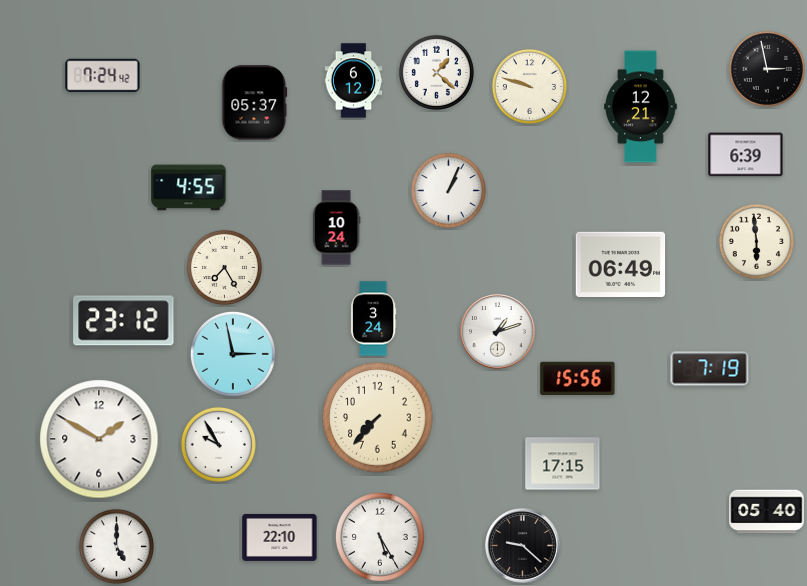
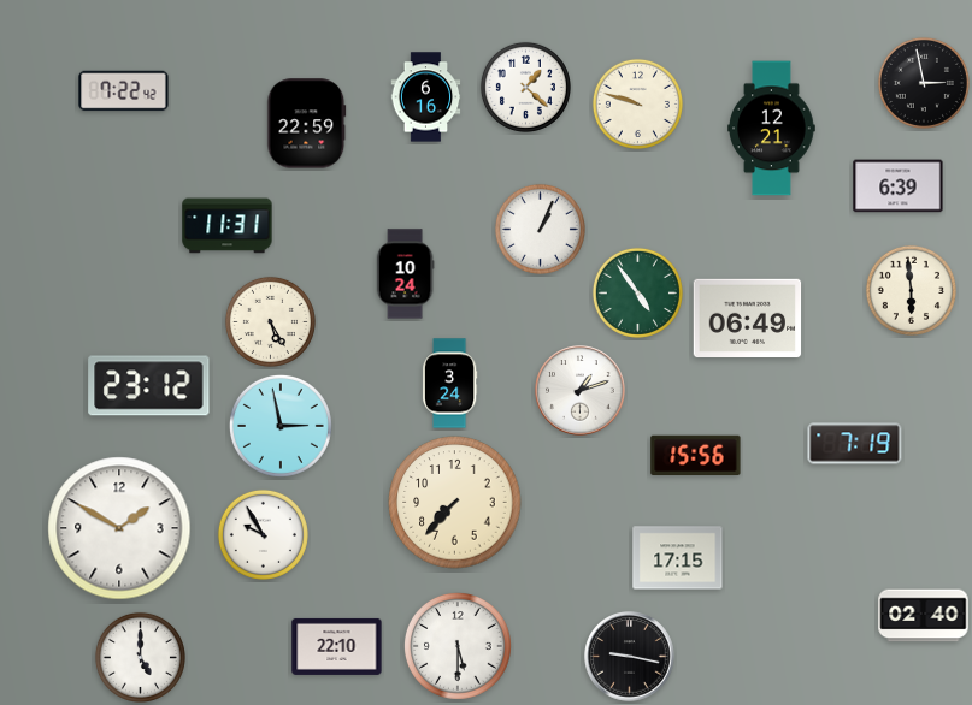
clock at (103, 76): 7:24 -> 7:22
clock at (354, 81): 6:12 -> 6:16
clock at (255, 103): 05:37 -> 22:59
clock at (189, 188): 4:55 -> 11:31
clock at (637, 292): none -> 4:54
clock at (224, 267): 7:25 -> 5:25
clock at (498, 332) position: (498, 332) -> (581, 391)
clock at (767, 512): 05:40 -> 02:40
clock at (381, 538): 5:25 -> 5:30
clock at (523, 546): 9:22 -> 9:17
